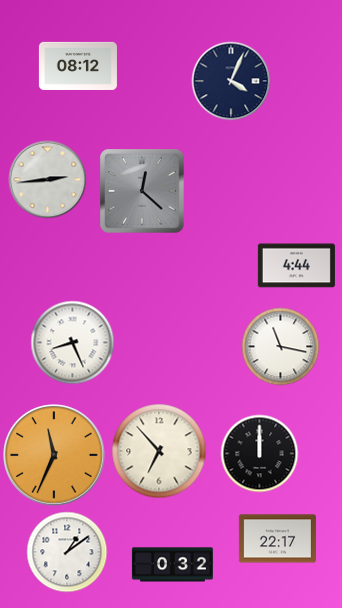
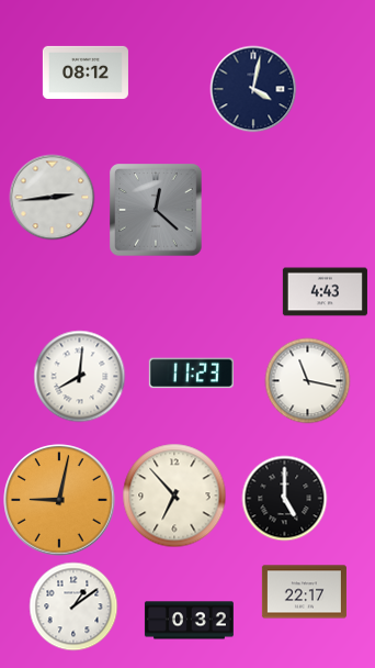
clock at (231, 81): 4:04 -> 4:02
clock at (296, 266): 4:44 -> 4:43
clock at (191, 374): none -> 11:23
clock at (72, 342): 8:26 -> 8:01
clock at (259, 453): 12:00 -> 5:00
clock at (54, 455): 11:34 -> 9:02
